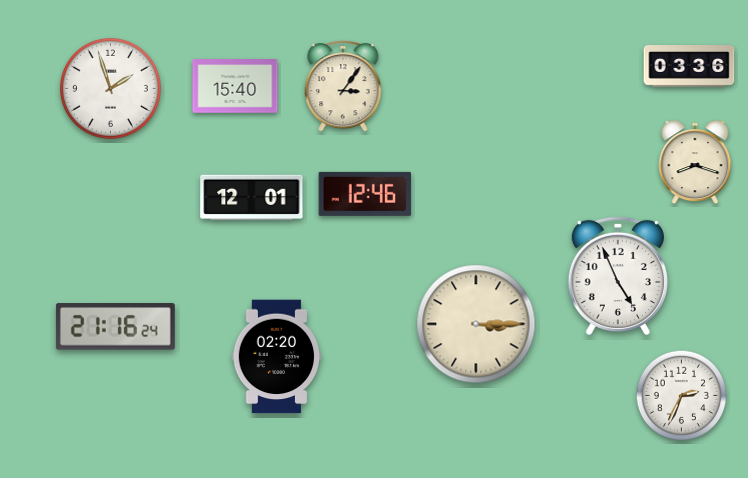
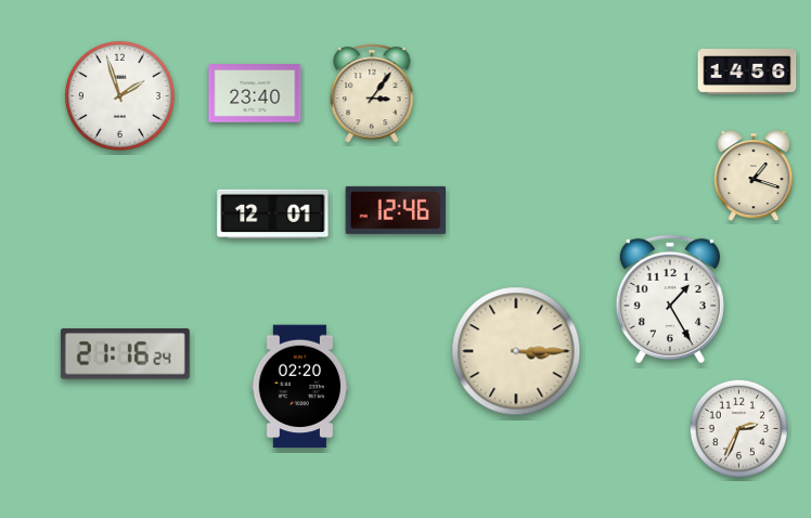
clock at (689, 67): 03:36 -> 14:56
clock at (235, 86): 15:40 -> 23:40
clock at (695, 163): 8:18 -> 1:18
clock at (618, 276): 4:56 -> 1:25
